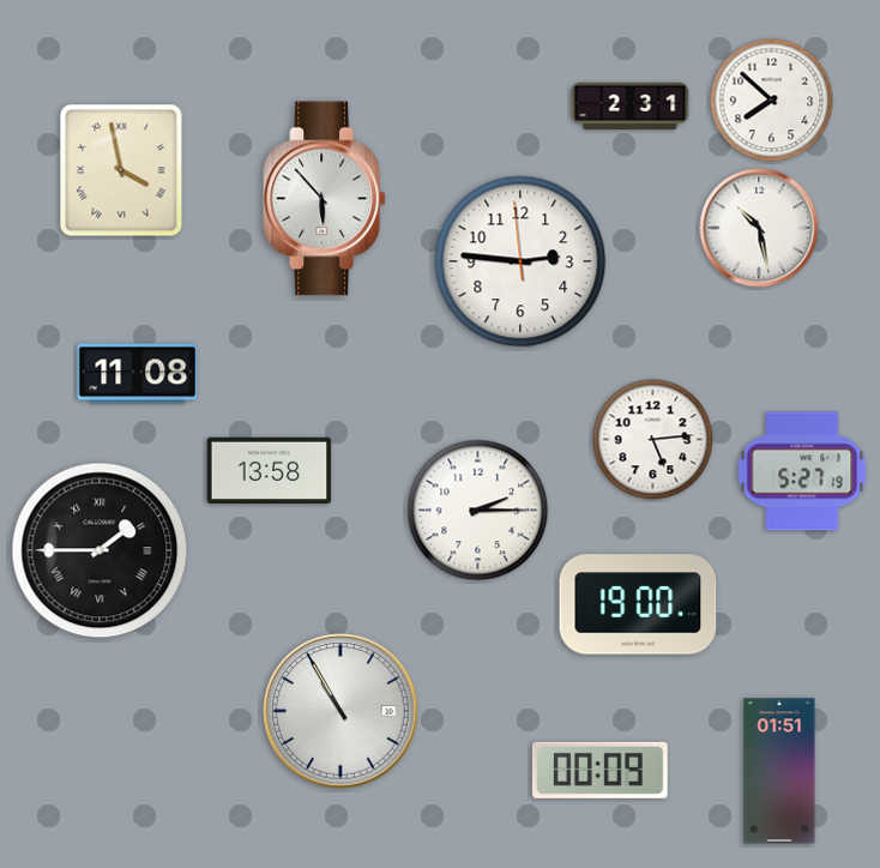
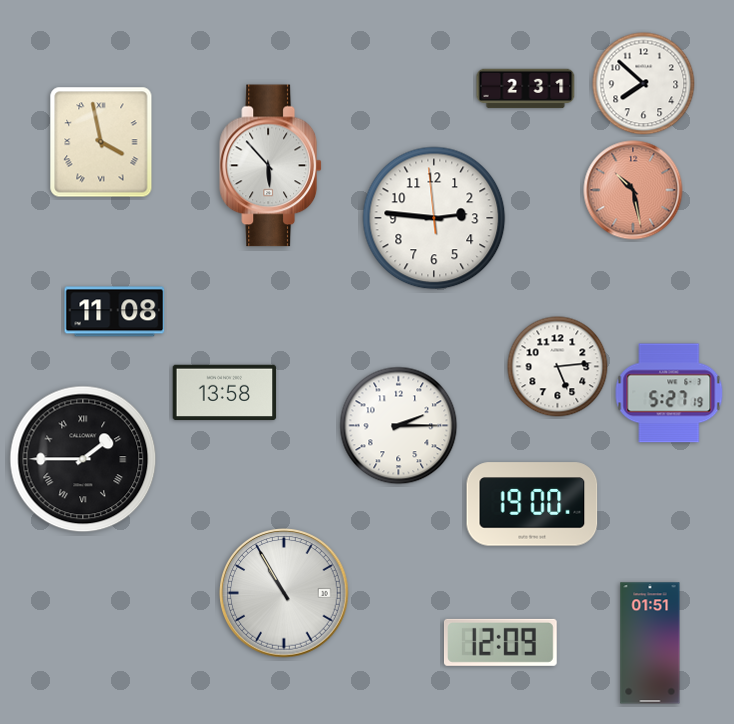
clock at (759, 228) dial: white -> salmon
clock at (653, 440) position: (653, 440) -> (558, 367)
clock at (599, 770): 00:09 -> 12:09
